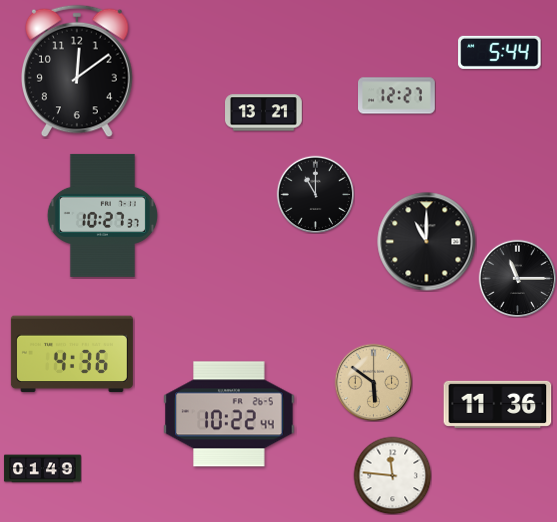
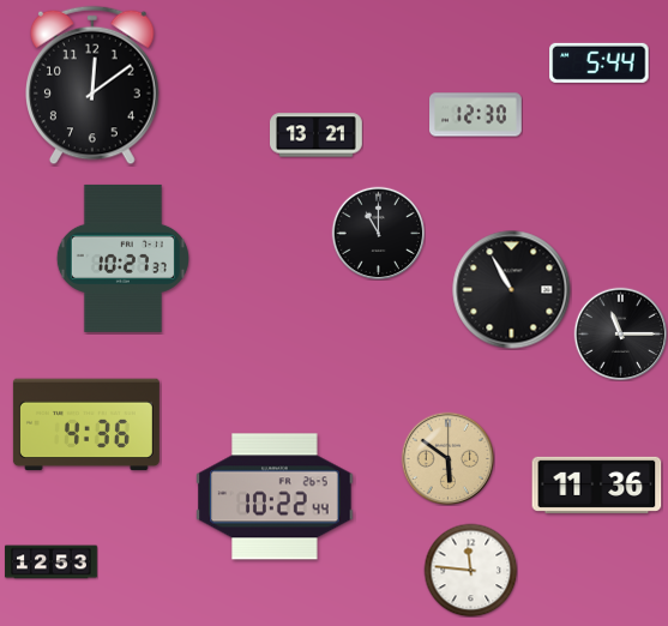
clock at (397, 96): 12:27 -> 12:30
clock at (427, 242): 11:00 -> 10:55
clock at (43, 469): 01:49 -> 12:53
